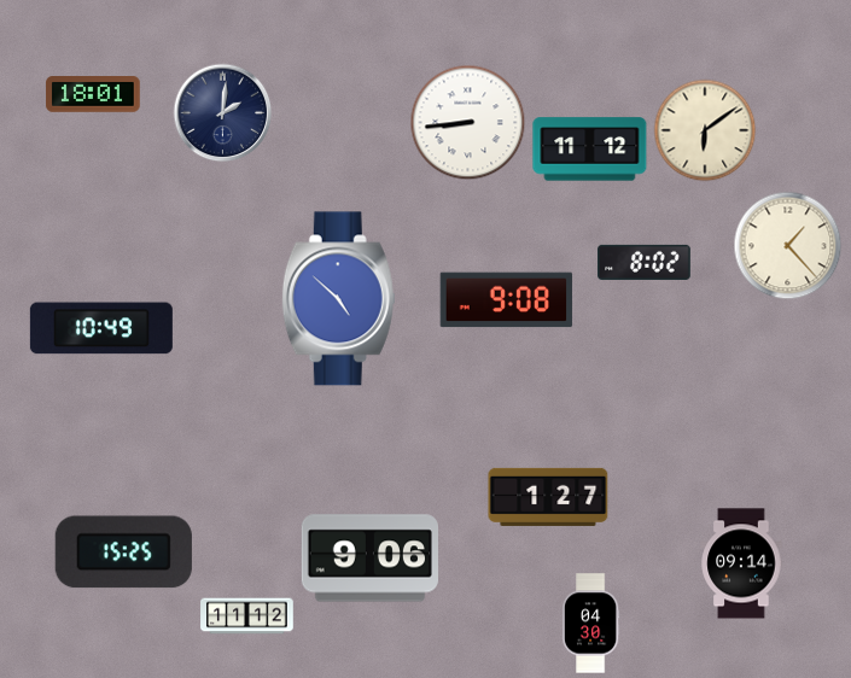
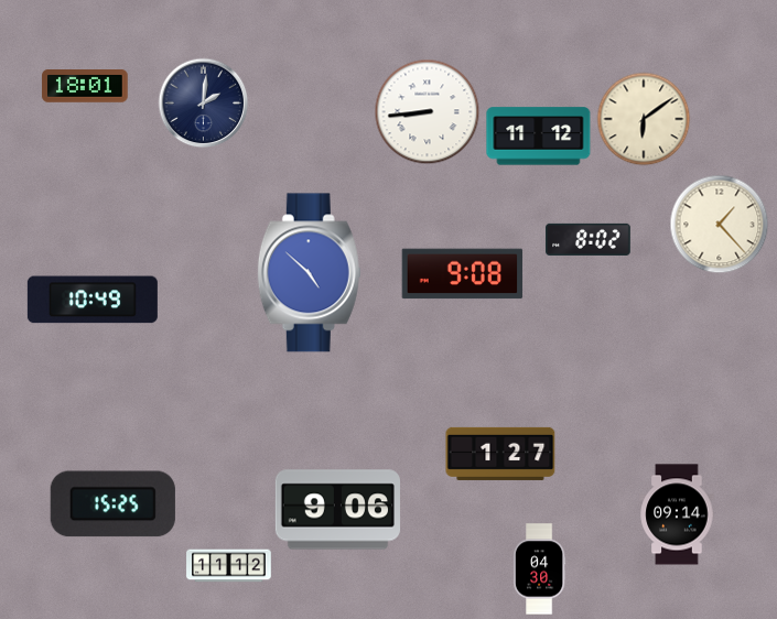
clock at (247, 616) position: (247, 616) -> (229, 566)
